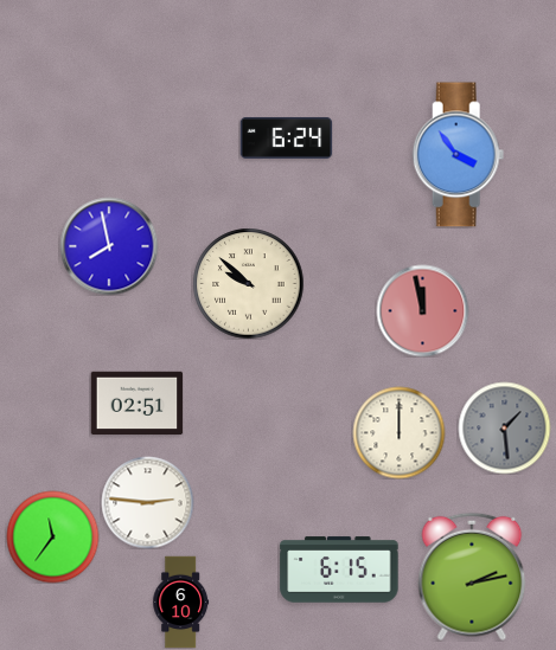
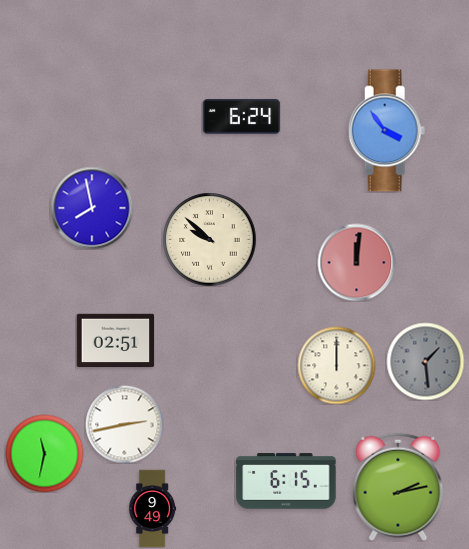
clock at (422, 310): 11:58 -> 12:01
clock at (147, 502): 2:46 -> 2:43
clock at (52, 536): 11:36 -> 11:32
clock at (181, 601): 6:10 -> 9:49
